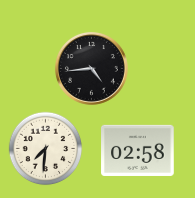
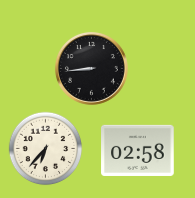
clock at (91, 68): 4:44 -> 8:44
clock at (46, 149): 7:31 -> 6:37
